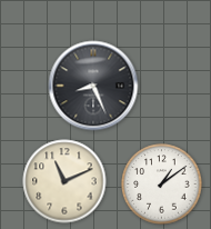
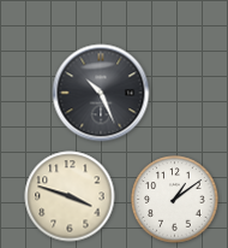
clock at (93, 86): 8:26 -> 10:26
clock at (64, 181): 11:11 -> 3:48
